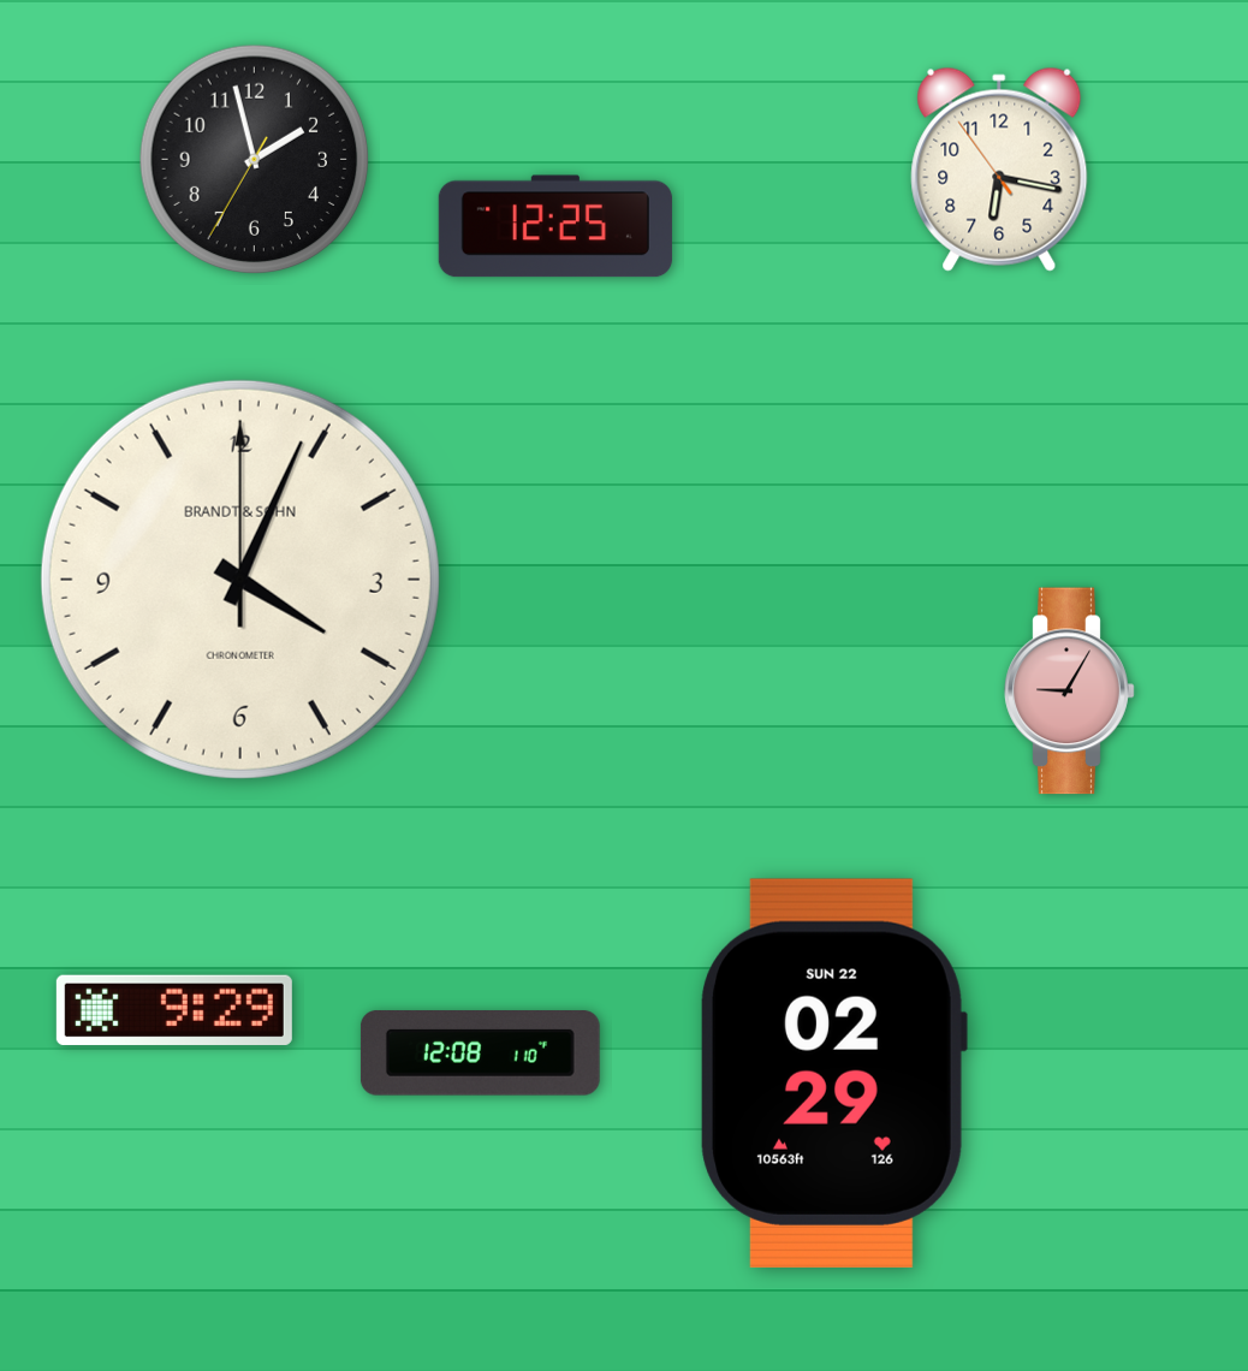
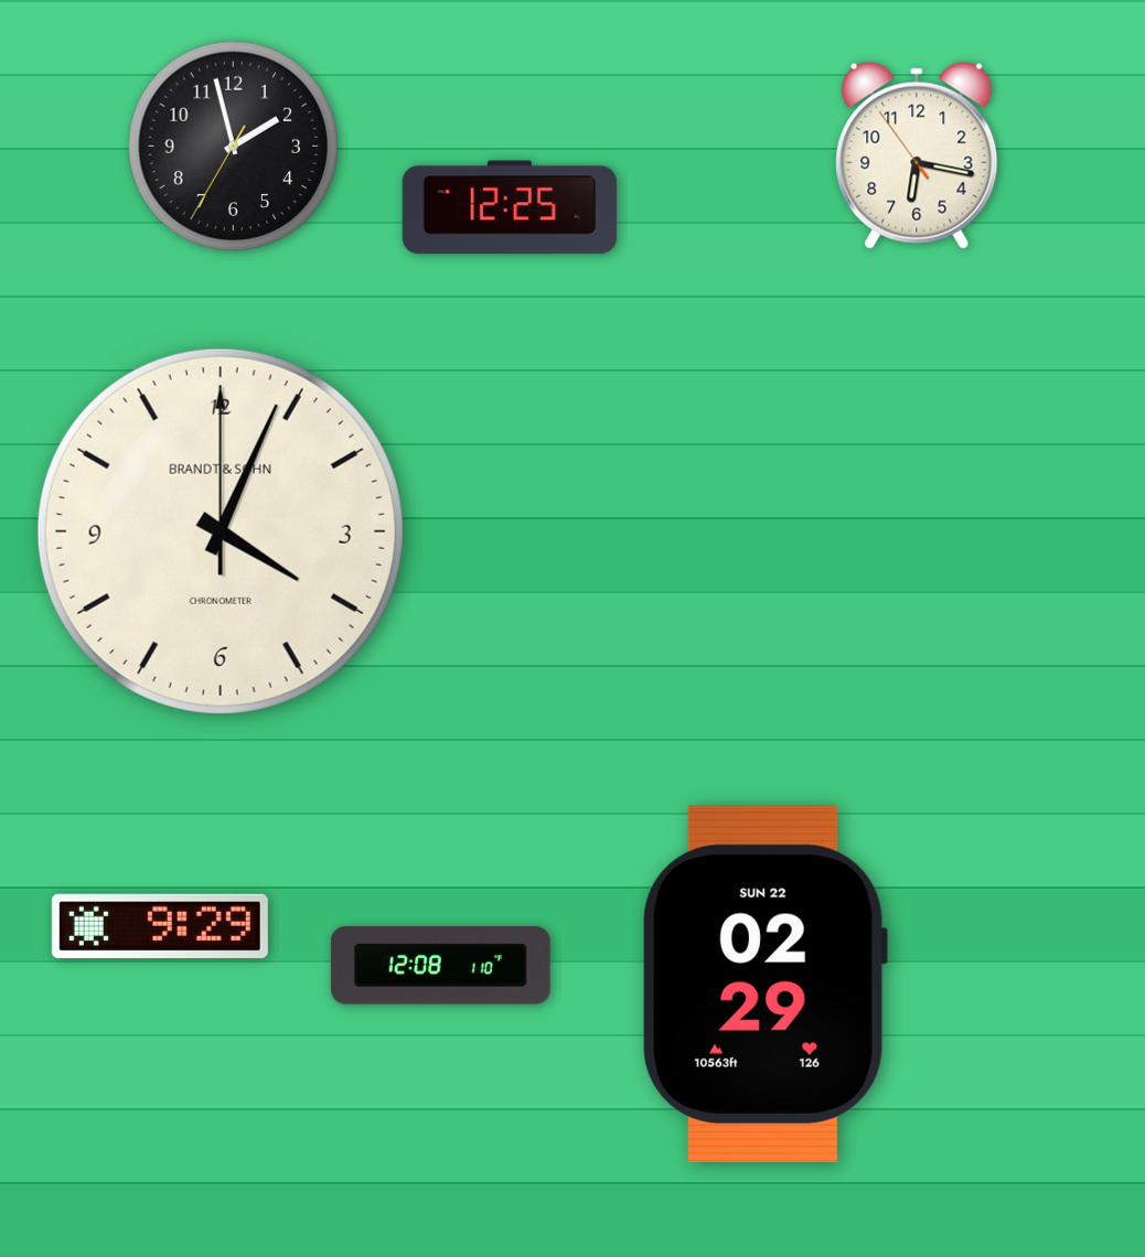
clock at (1070, 692): 9:05 -> none
